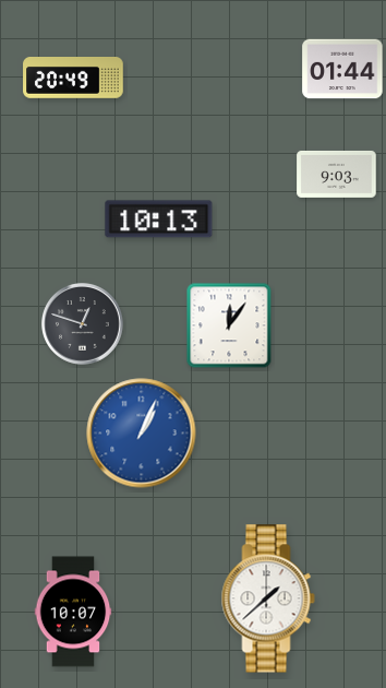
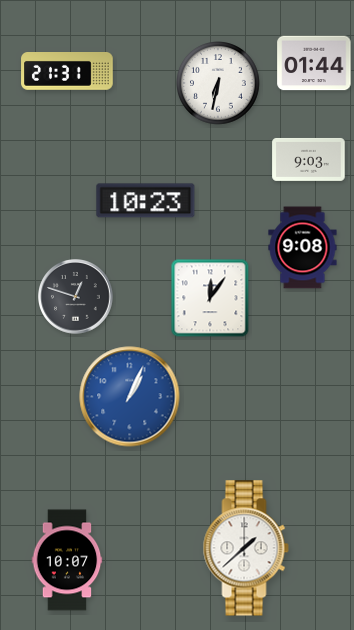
clock at (73, 79): 20:49 -> 21:31
clock at (219, 84): none -> 6:32
clock at (159, 220): 10:13 -> 10:23
clock at (303, 248): none -> 9:08
